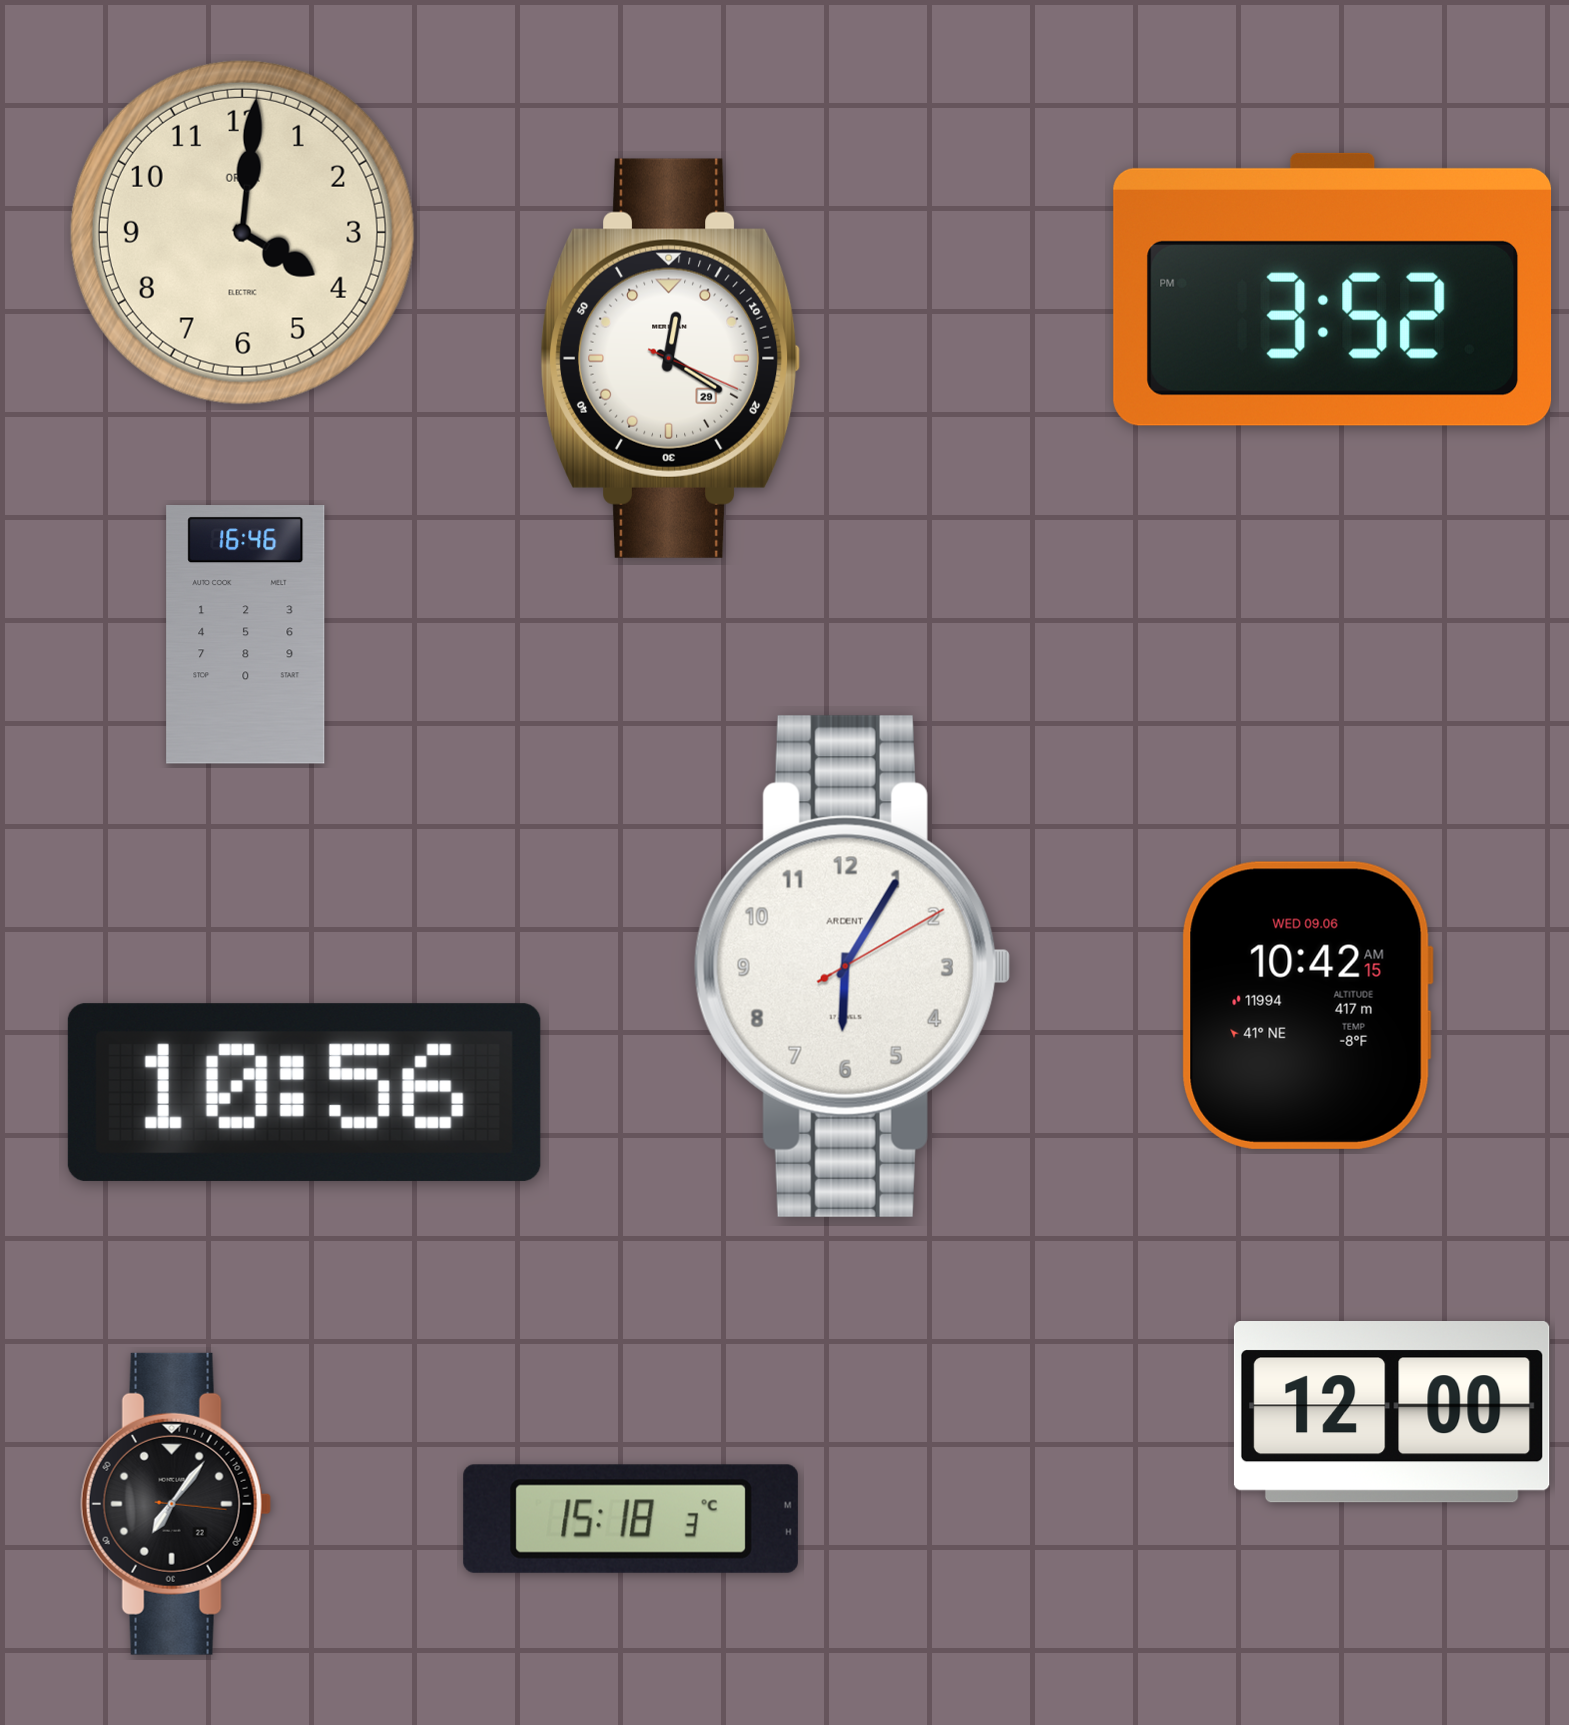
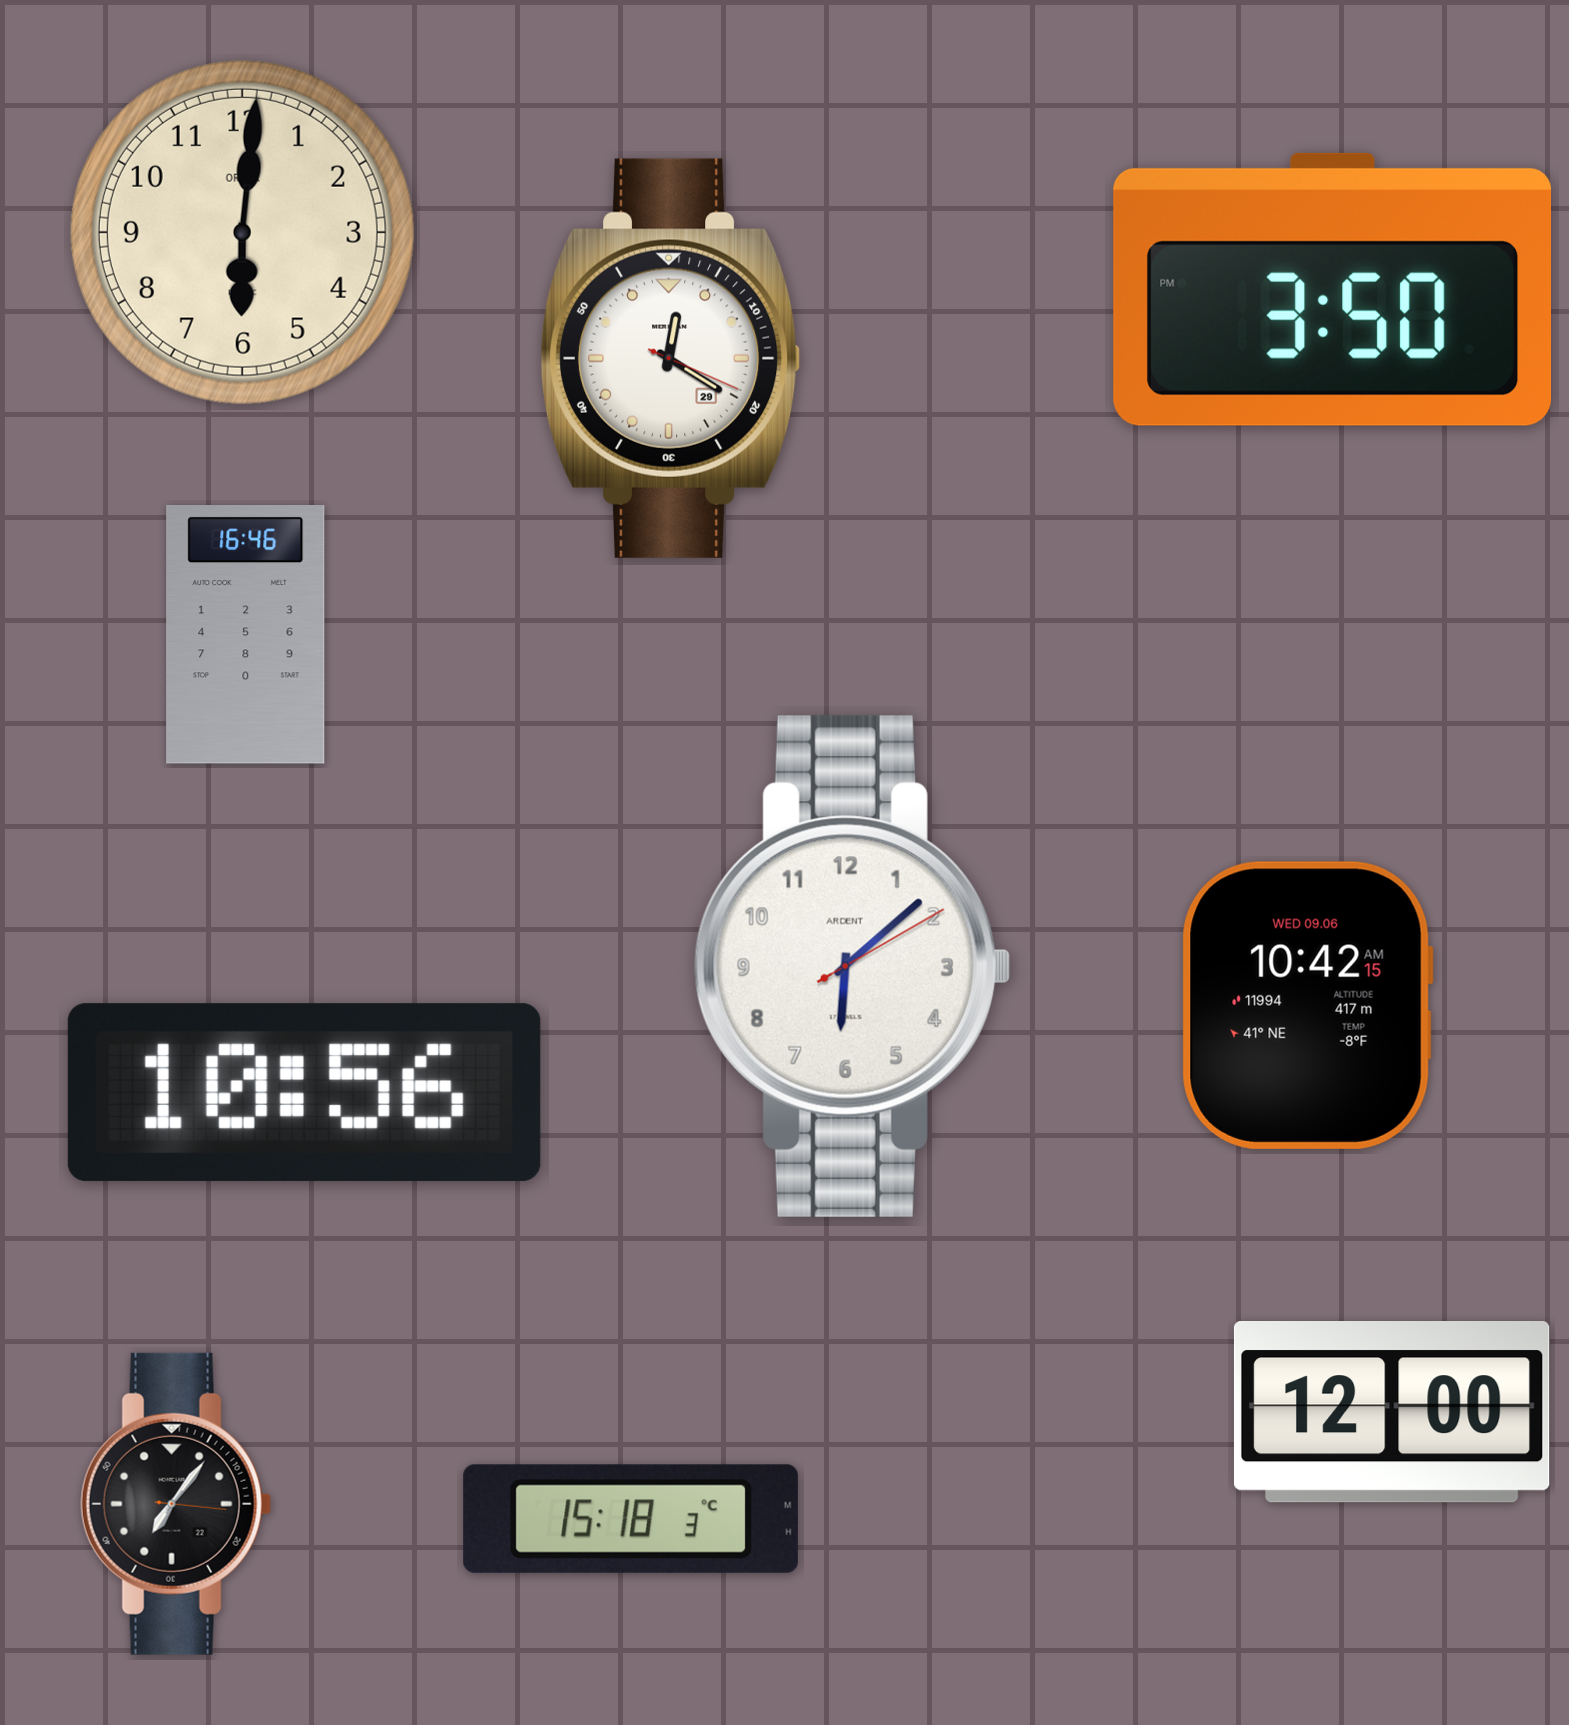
clock at (242, 232): 4:01 -> 6:01
clock at (1333, 289): 3:52 -> 3:50
clock at (852, 966): 6:05 -> 6:08
